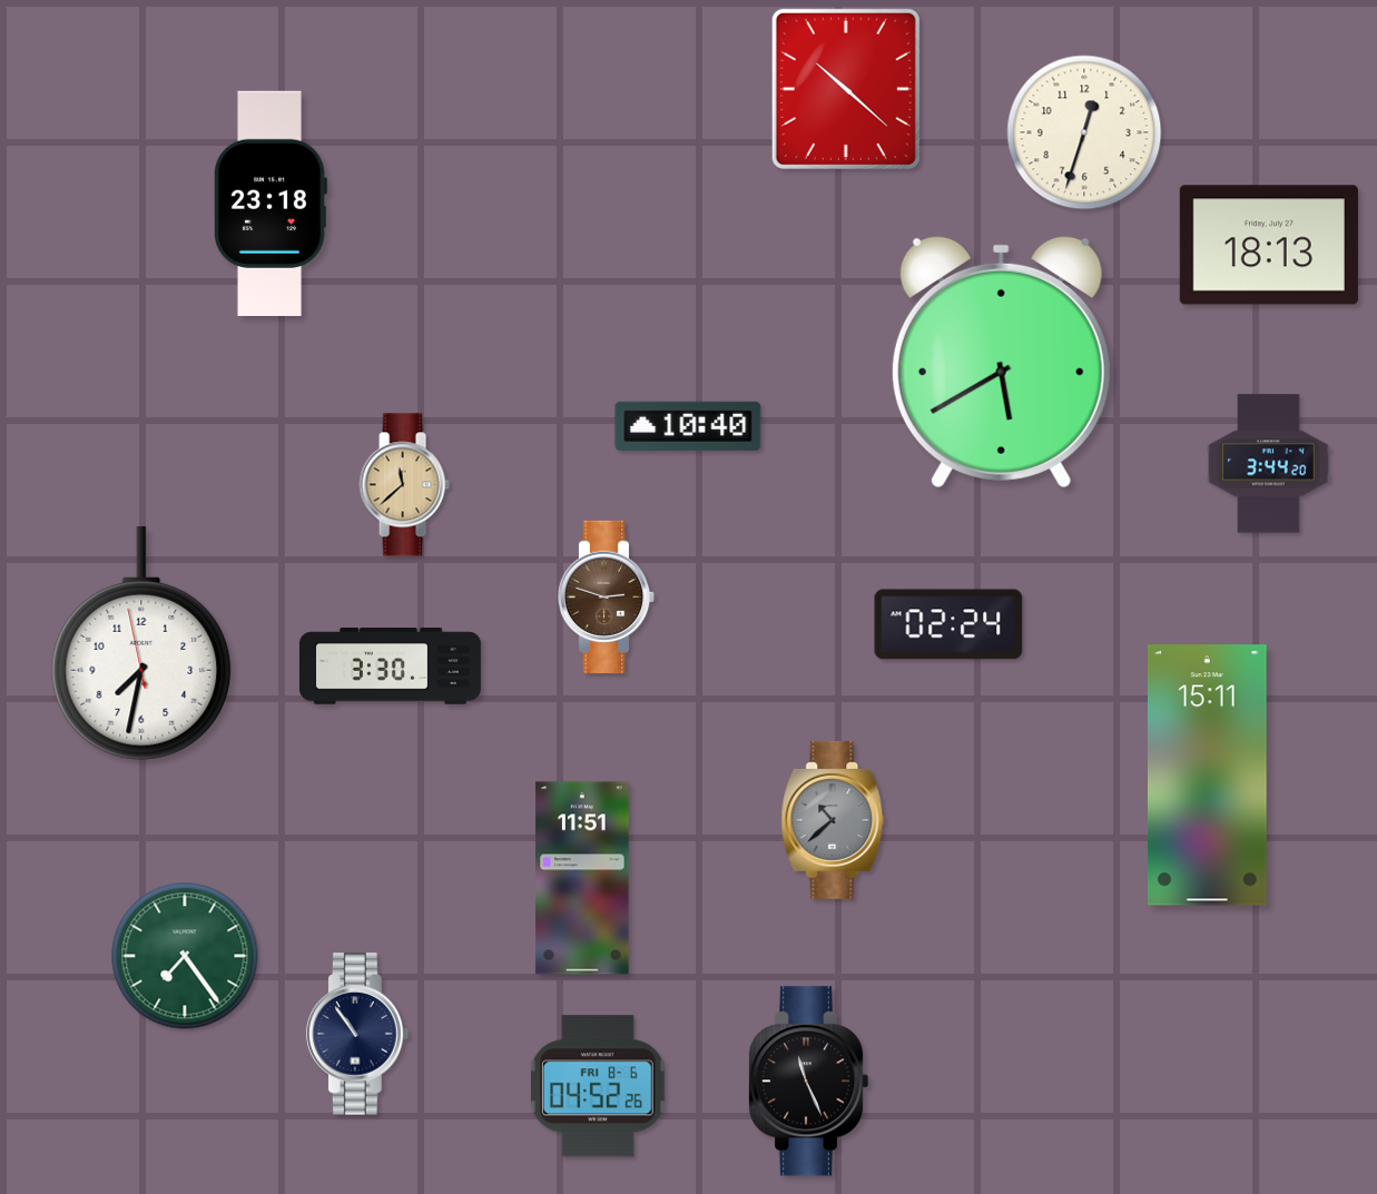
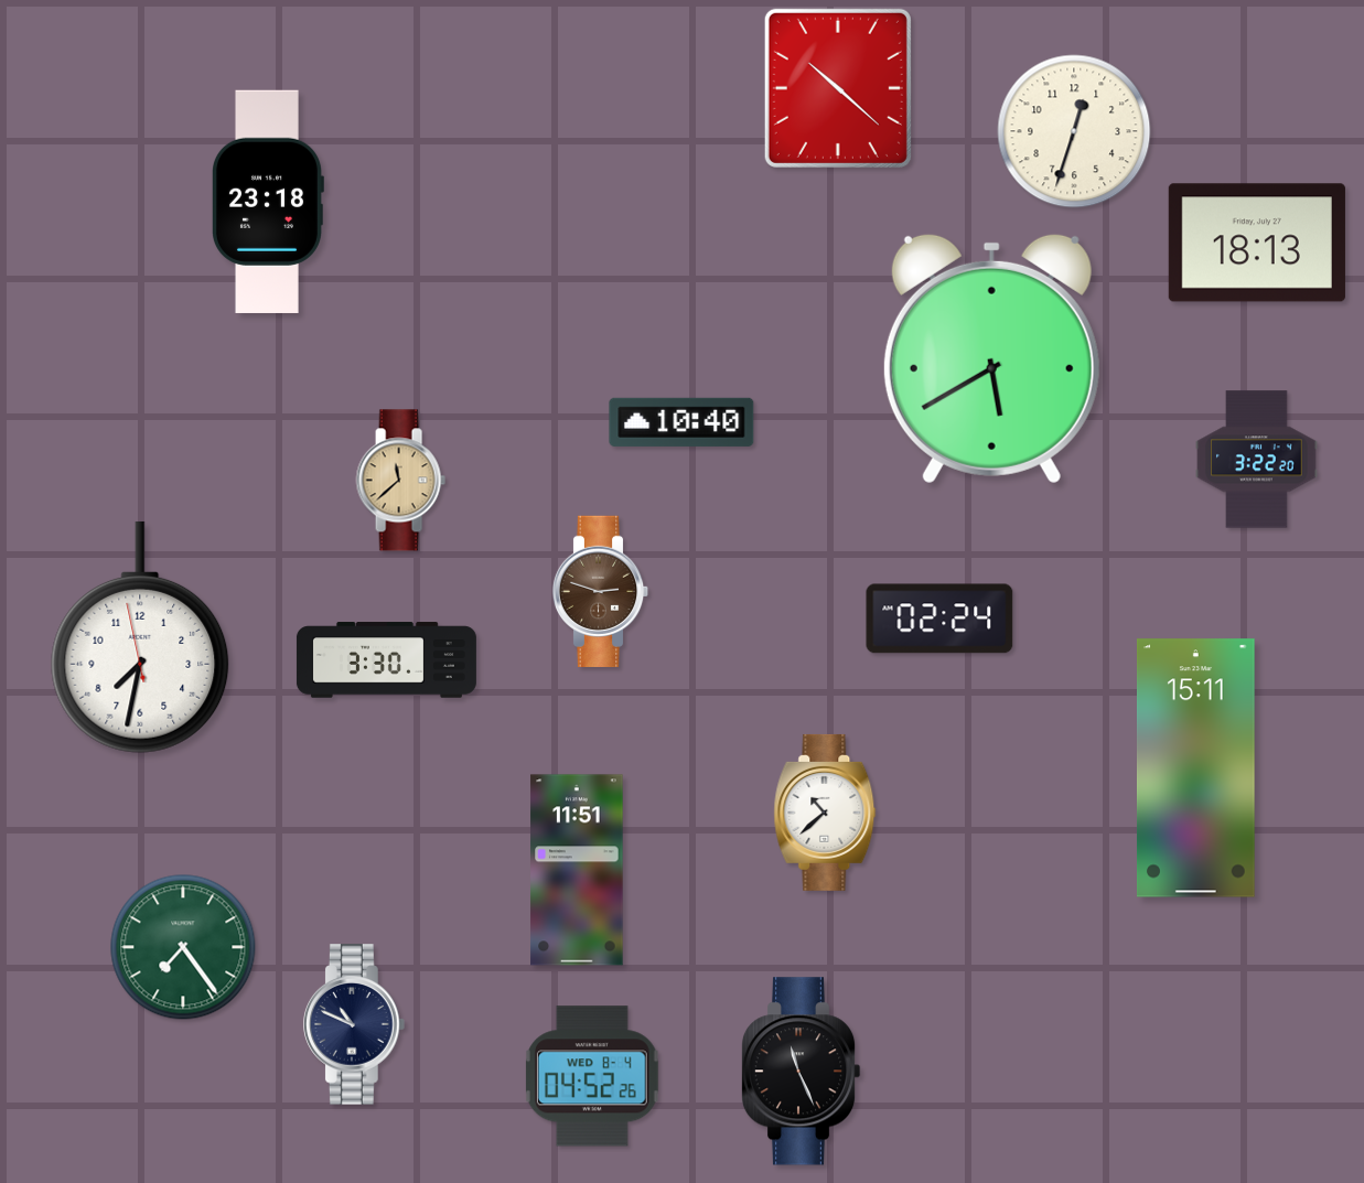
clock at (1269, 464): 3:44 -> 3:22
clock at (833, 820) dial: grey -> white
clock at (358, 1034): 10:54 -> 10:49
clock at (598, 1086) date: FRI 8-6 -> WED 8-4
